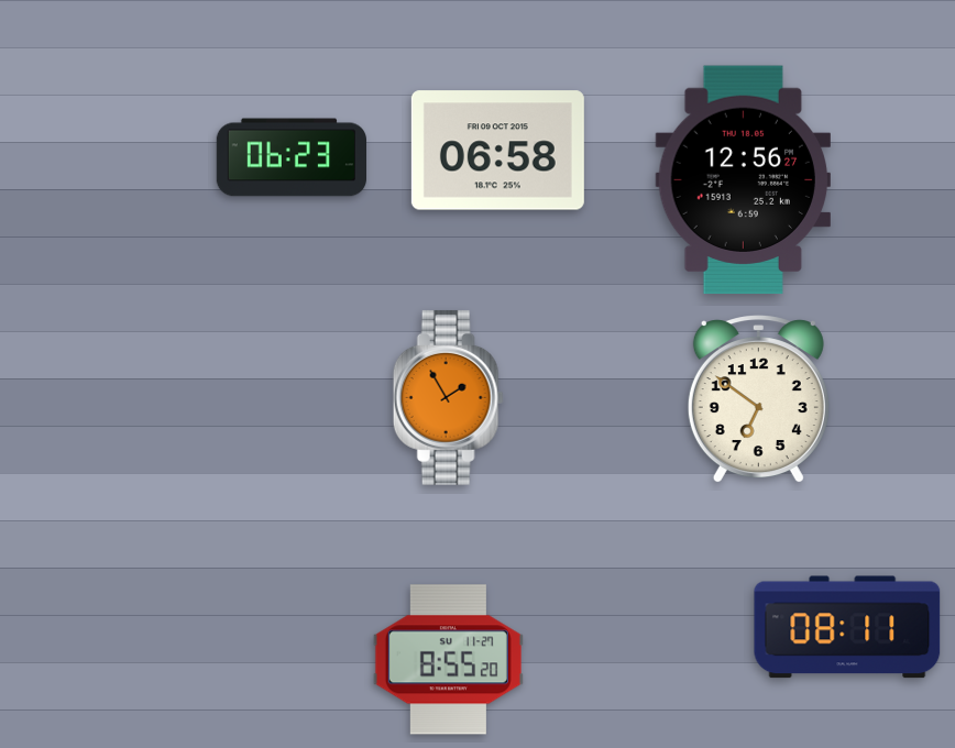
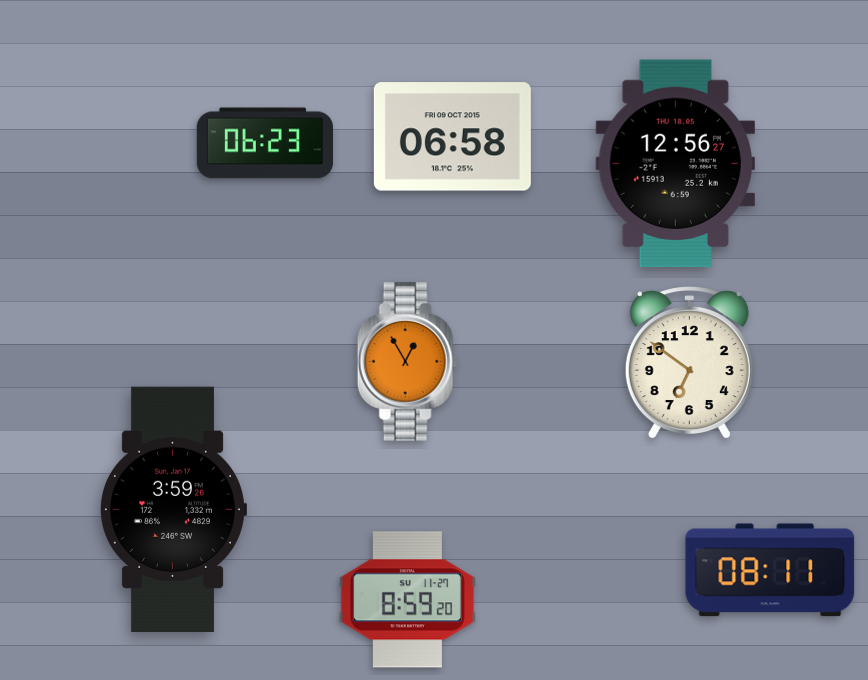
clock at (448, 397): 1:55 -> 12:55
clock at (173, 509): none -> 3:59
clock at (448, 660): 8:55 -> 8:59
